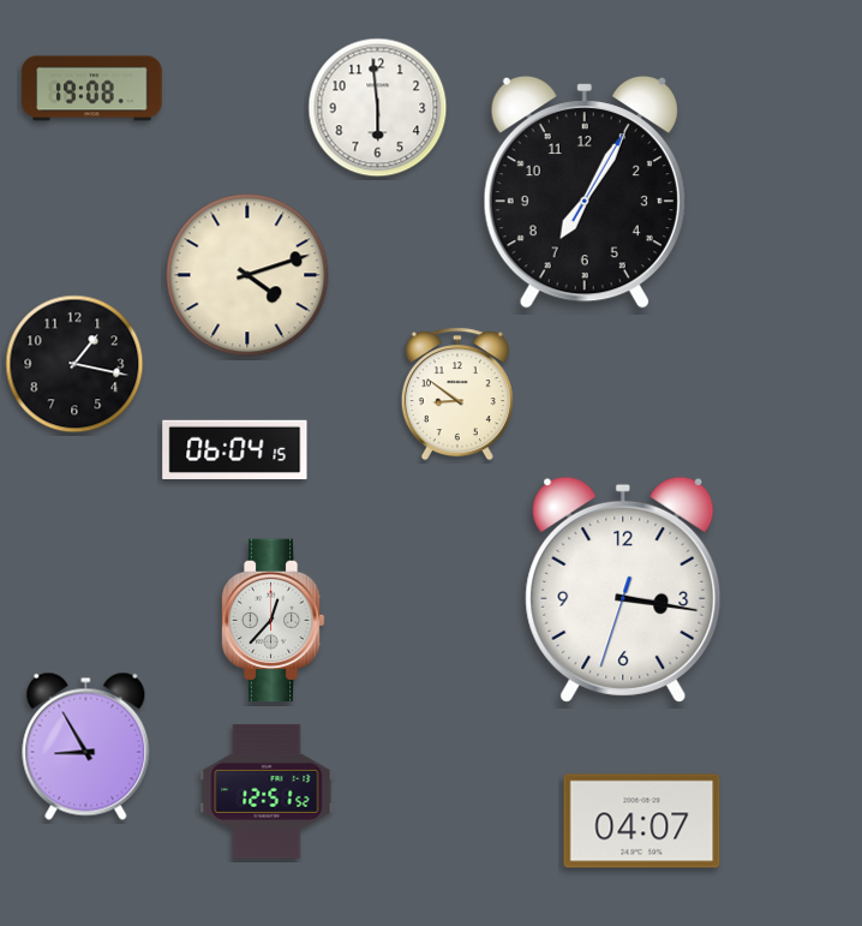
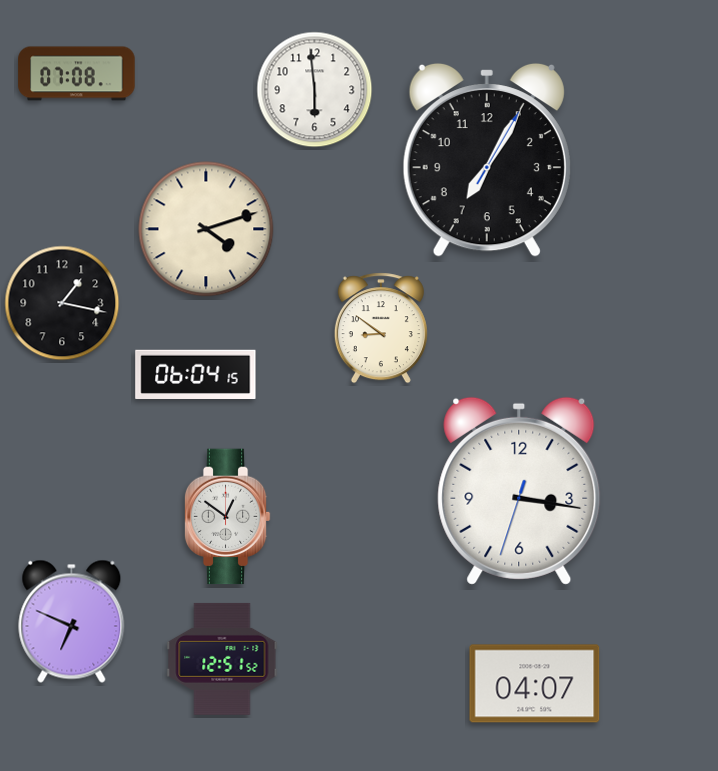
clock at (92, 89): 19:08 -> 07:08
clock at (273, 621): 12:37 -> 12:51
clock at (86, 746): 8:55 -> 6:49
